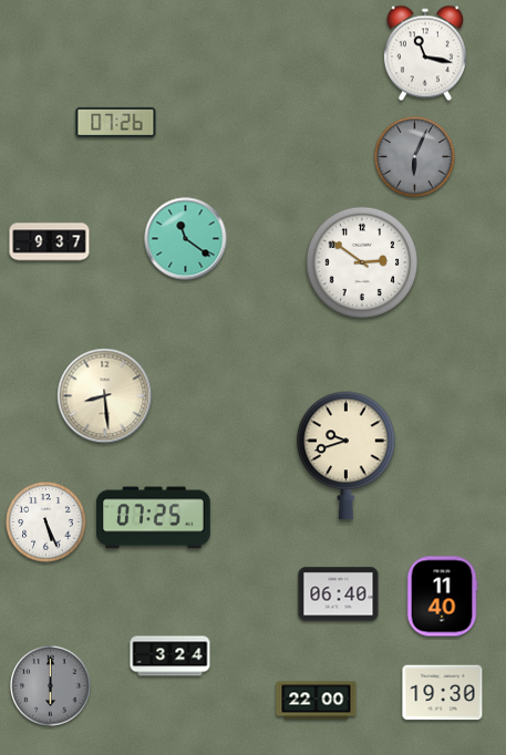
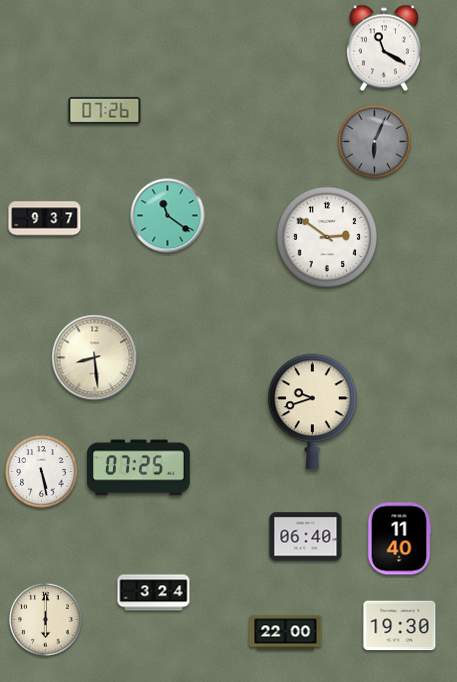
clock at (425, 53): 11:17 -> 11:20
clock at (47, 523): 5:26 -> 5:28
clock at (51, 686) dial: grey -> cream
